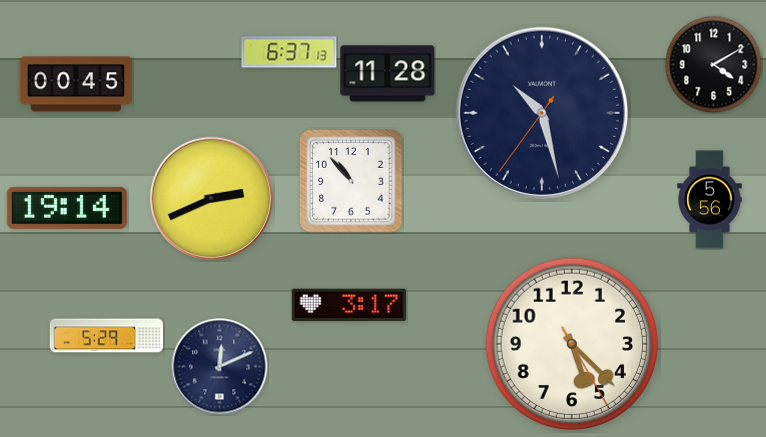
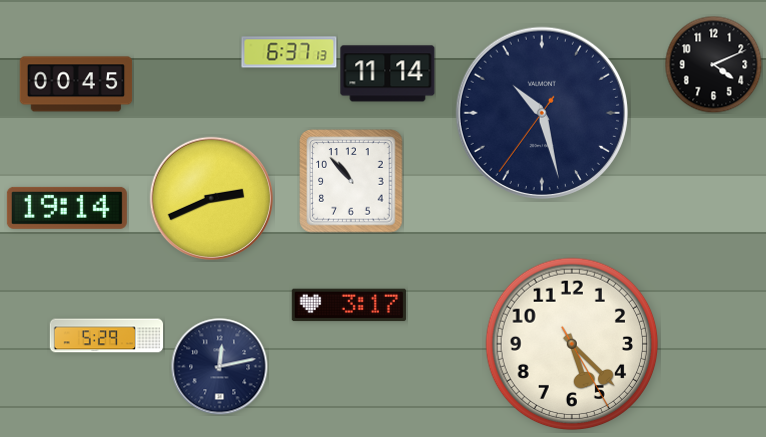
clock at (713, 64): 4:10 -> 4:11
clock at (388, 74): 11:28 -> 11:14
clock at (710, 200): 5:56 -> none
clock at (220, 367): 12:11 -> 12:13
